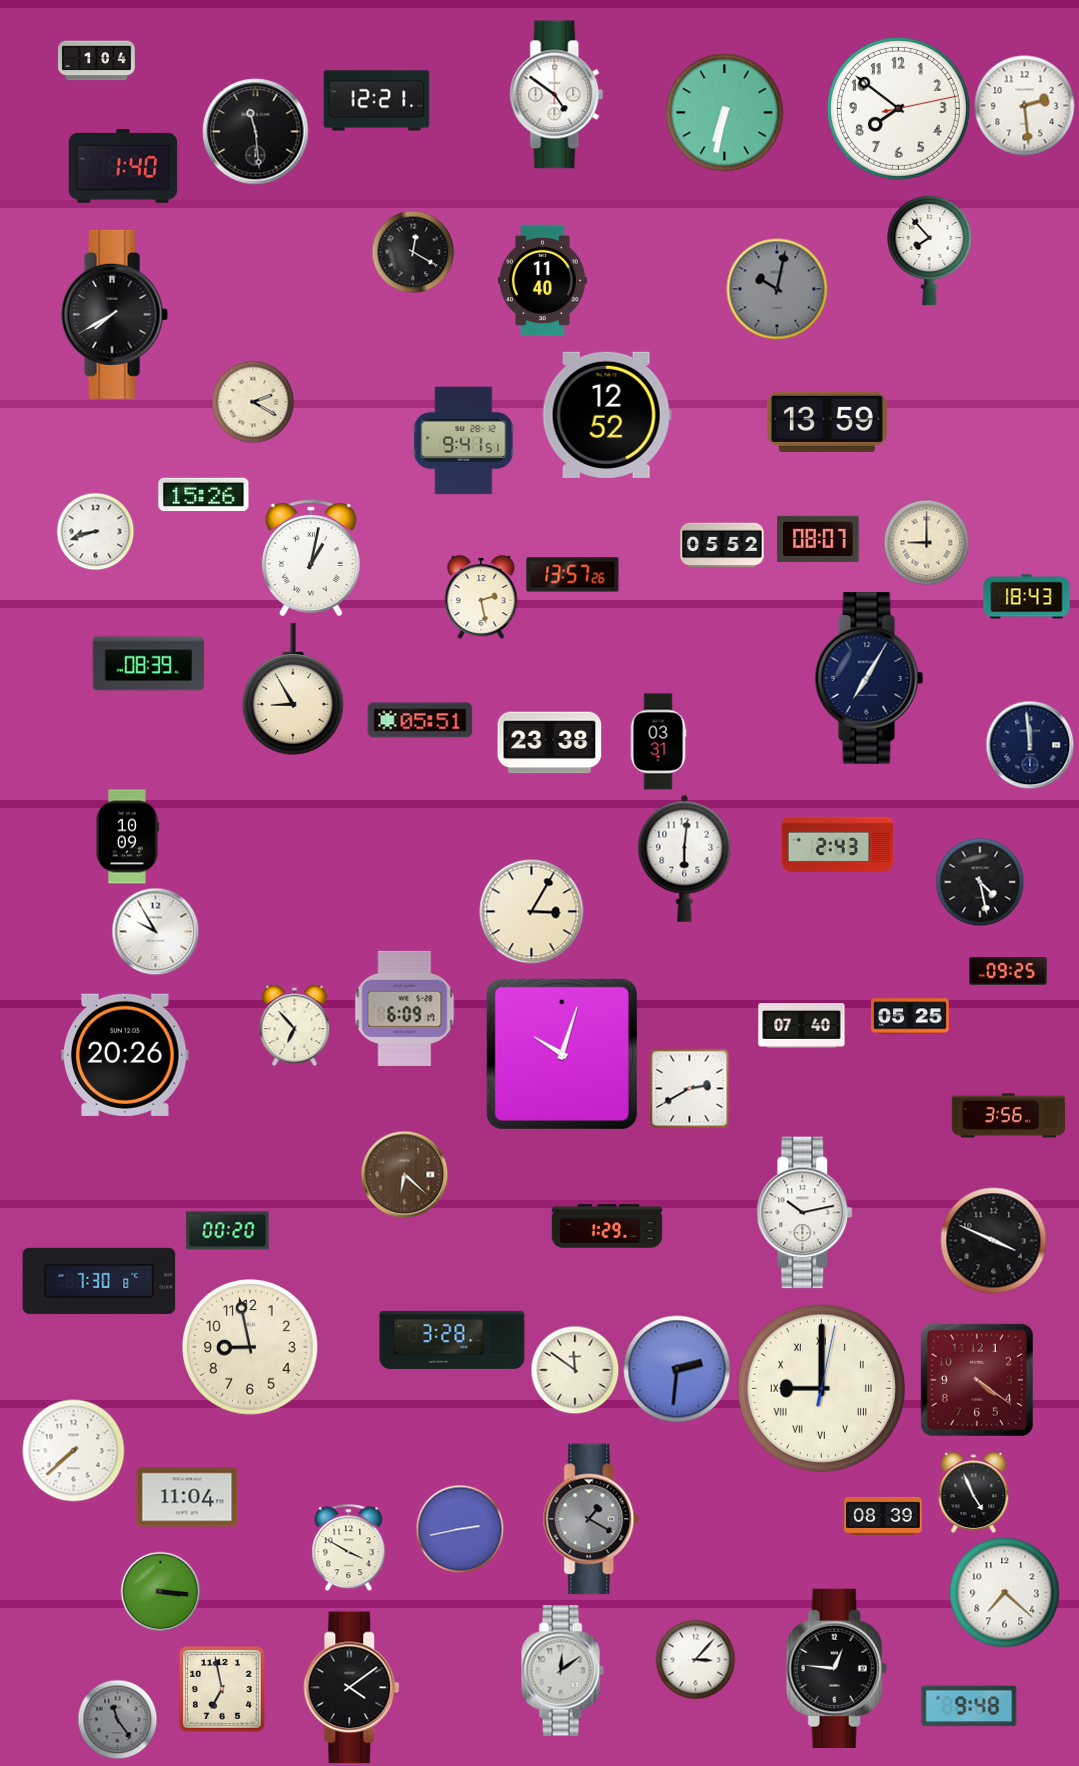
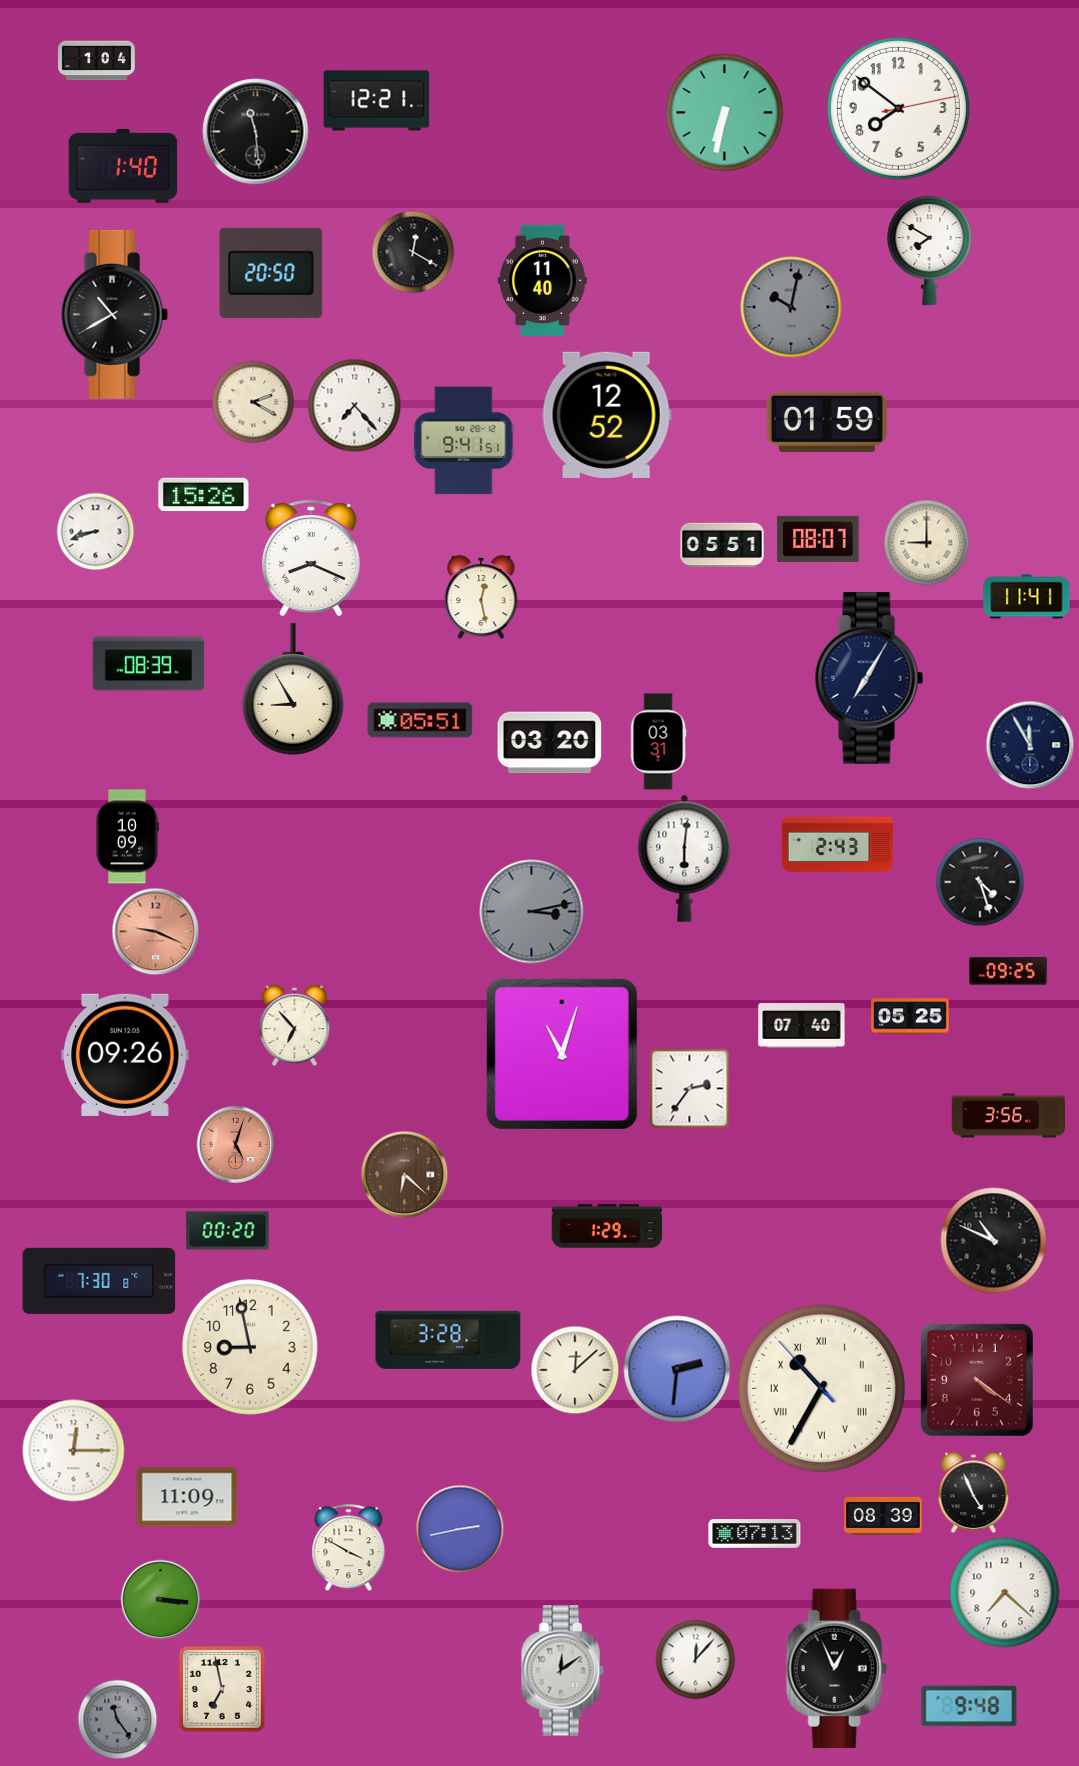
clock at (557, 95): 4:51 -> none
clock at (1025, 106): 2:29 -> none
clock at (930, 250): 7:53 -> 7:50
clock at (271, 273): none -> 20:50
clock at (777, 289) position: (777, 289) -> (791, 307)
clock at (114, 314): 7:40 -> 10:40
clock at (354, 405): none -> 7:23
clock at (827, 422): 13:59 -> 01:59
clock at (722, 545): 05:52 -> 05:51
clock at (311, 558): 1:02 -> 8:19
clock at (573, 575): 13:57 -> none
clock at (481, 597): 2:28 -> 12:28
clock at (1027, 597): 18:43 -> 11:41
clock at (550, 743): 23:38 -> 03:20
clock at (1030, 745): 11:59 -> 11:55
clock at (980, 882): 4:28 -> 4:27
clock at (532, 912): 3:05 -> 3:13
clock at (532, 912) dial: cream -> grey
clock at (155, 931): 9:55 -> 9:19
clock at (155, 931) dial: white -> salmon
clock at (405, 1008): 6:09 -> none
clock at (562, 1054): 10:03 -> 11:03
clock at (125, 1055): 20:26 -> 09:26
clock at (689, 1088): 2:40 -> 2:36
clock at (235, 1144): none -> 5:03
clock at (805, 1213): 10:13 -> none
clock at (994, 1241): 3:49 -> 10:49
clock at (452, 1340) position: (452, 1340) -> (448, 1340)
clock at (575, 1370): 11:51 -> 12:08
clock at (821, 1388): 9:00 -> 10:34
clock at (74, 1451): 7:38 -> 12:15
clock at (187, 1497): 11:04 -> 11:09
clock at (592, 1519): 1:20 -> none
clock at (755, 1534): none -> 07:13
clock at (160, 1591) position: (160, 1591) -> (160, 1599)
clock at (695, 1659): 3:07 -> 12:07
clock at (836, 1668): 12:46 -> 12:56
clock at (352, 1688): 4:09 -> none
